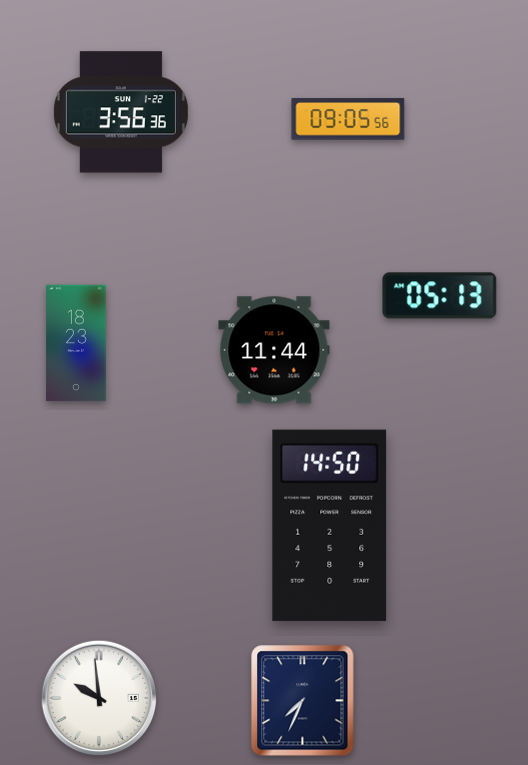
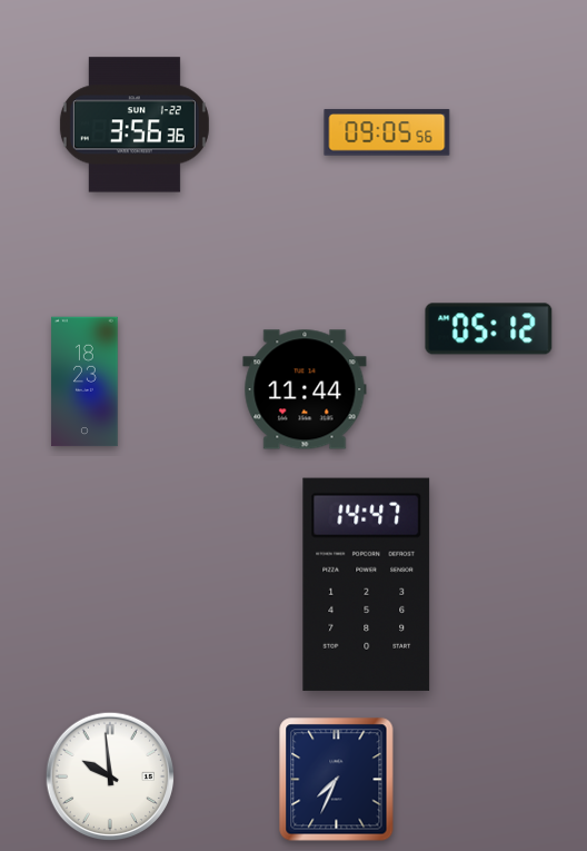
clock at (440, 296): 05:13 -> 05:12
clock at (330, 525): 14:50 -> 14:47
